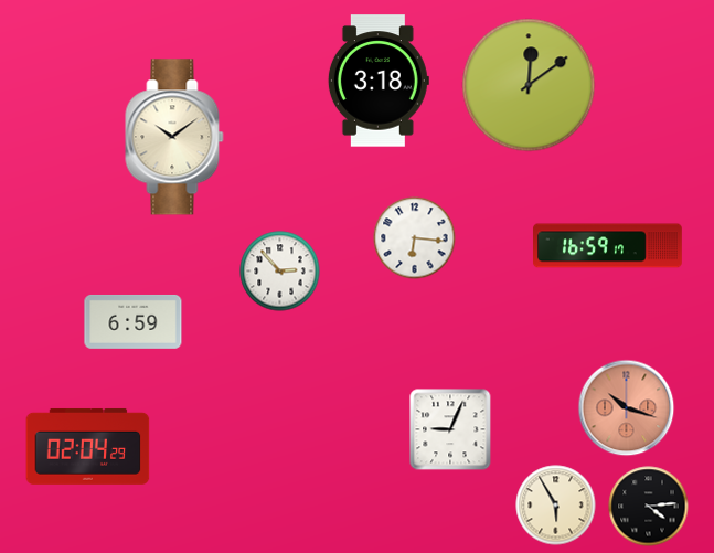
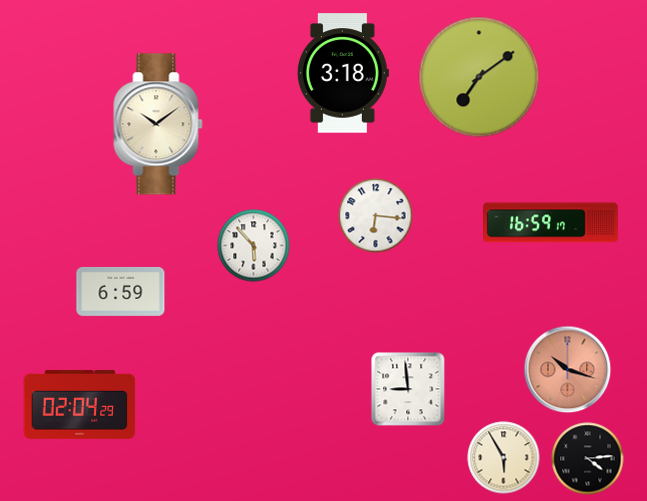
clock at (529, 85): 12:09 -> 7:09
clock at (280, 272): 2:53 -> 5:53
clock at (450, 429): 9:04 -> 8:59
